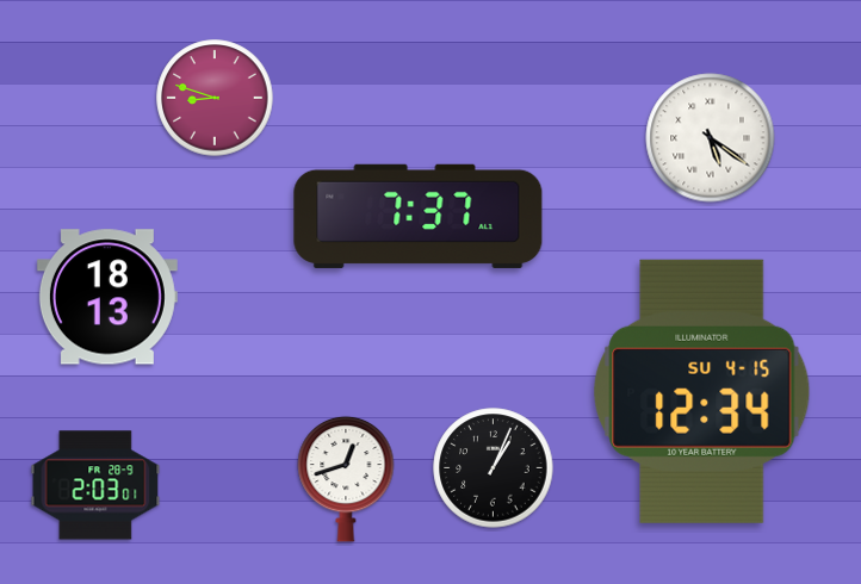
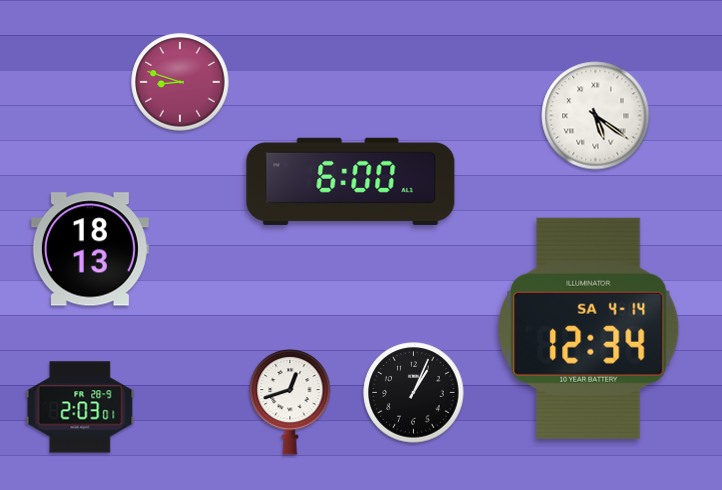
clock at (419, 216): 7:37 -> 6:00
clock at (702, 391) date: SU 4-15 -> SA 4-14
